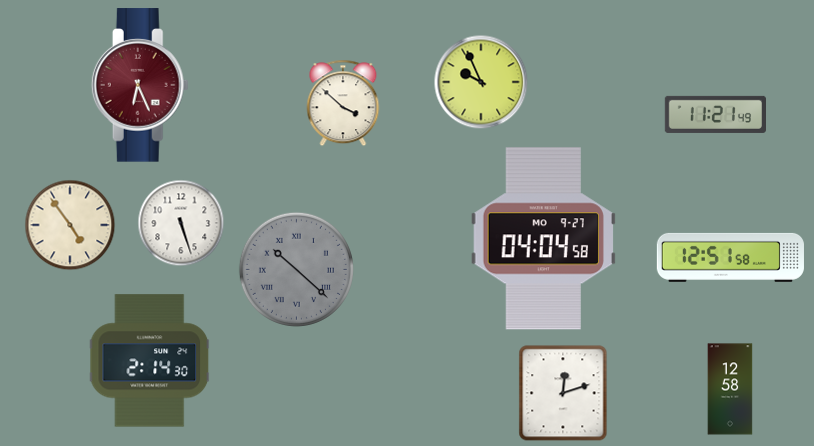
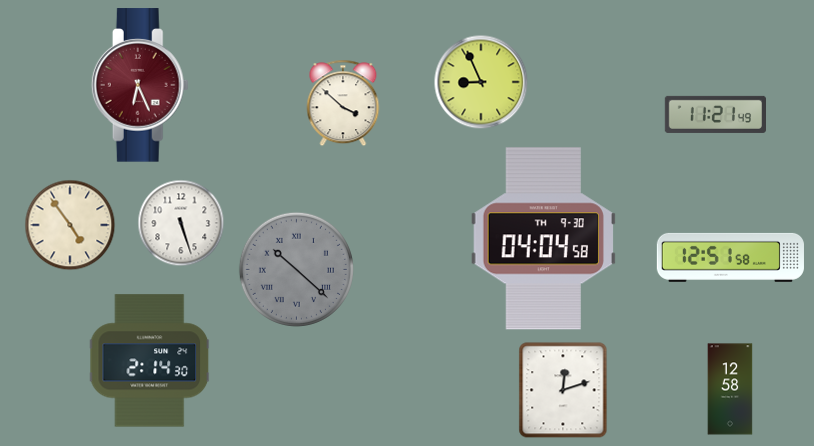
clock at (481, 82): 9:56 -> 8:56
clock at (543, 239) date: MO 9-27 -> TH 9-30
clock at (563, 393) position: (563, 393) -> (563, 390)
